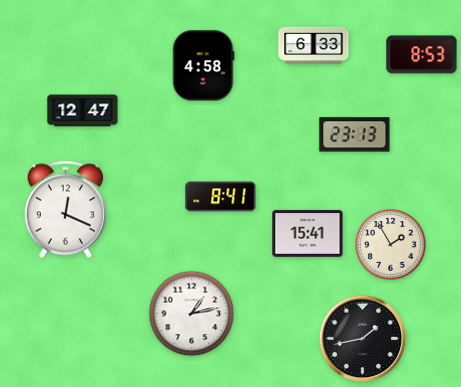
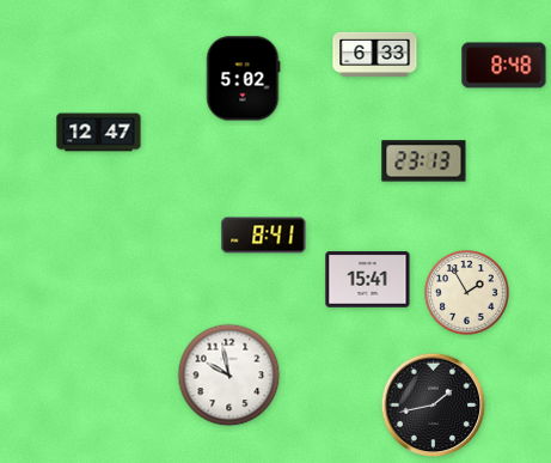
clock at (422, 55): 8:53 -> 8:48
clock at (204, 66): 4:58 -> 5:02
clock at (65, 210): 12:19 -> none
clock at (192, 314): 1:13 -> 9:58
